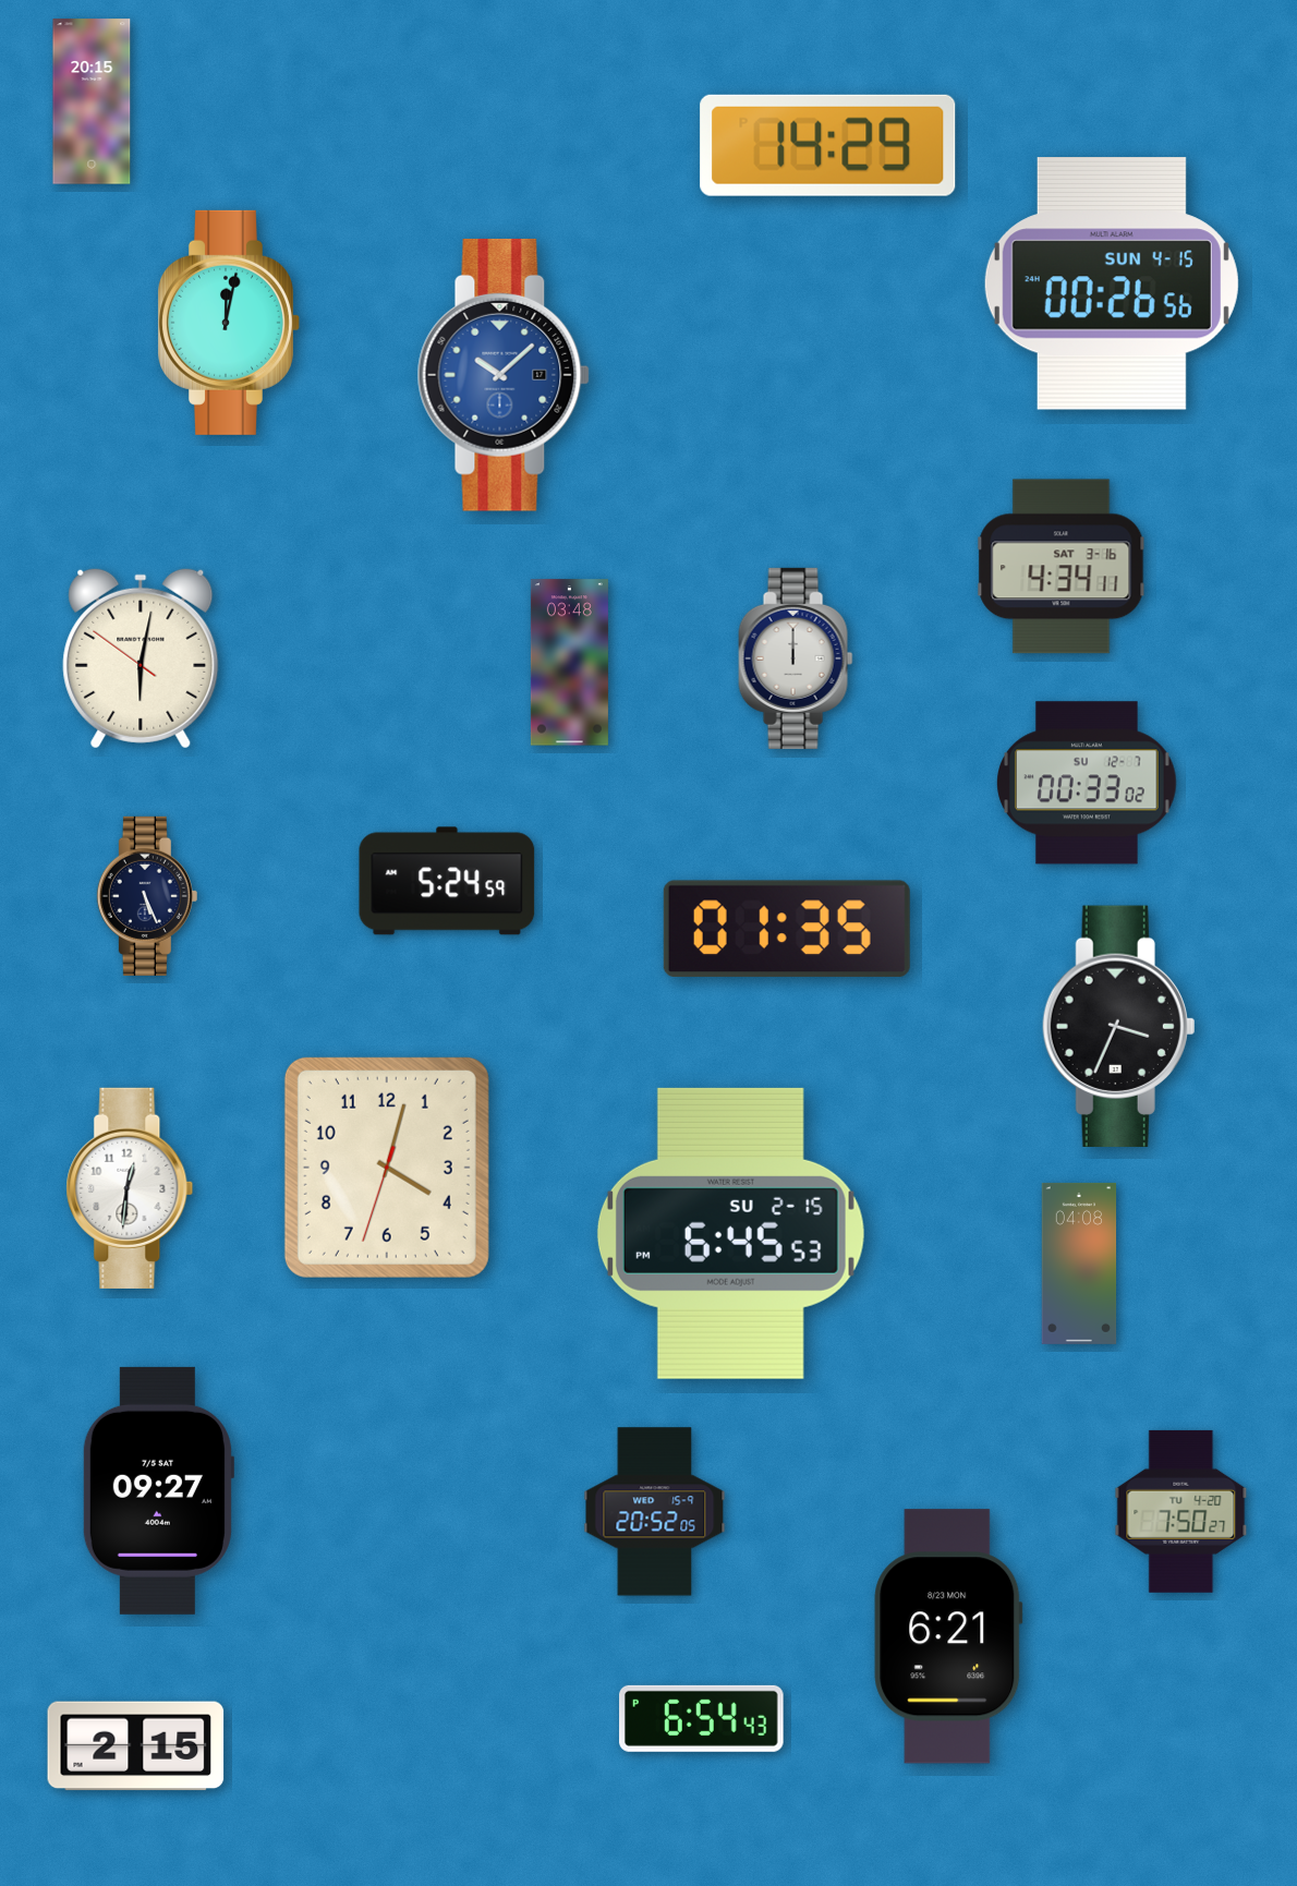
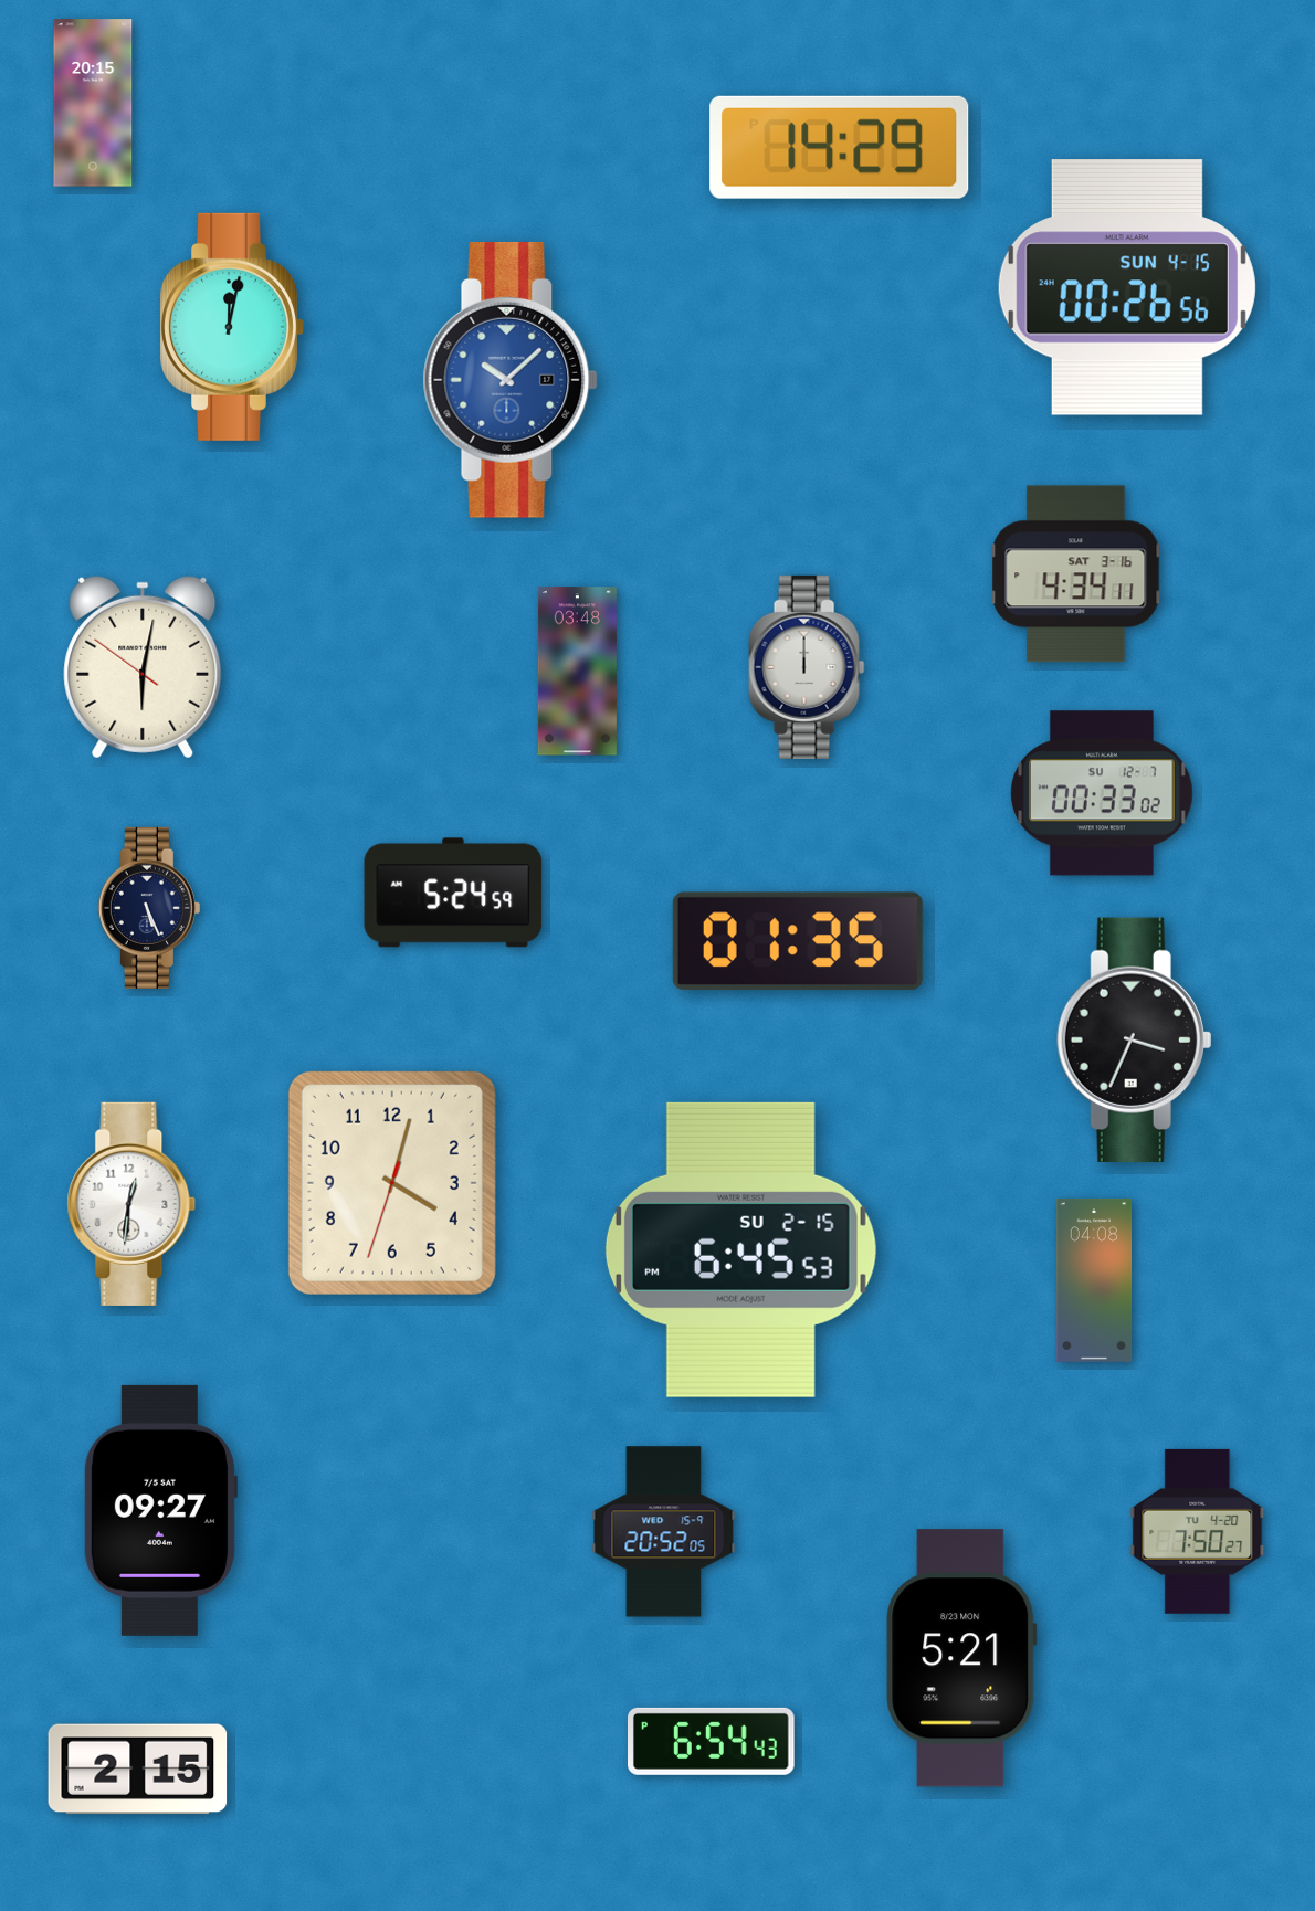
clock at (948, 1636): 6:21 -> 5:21
